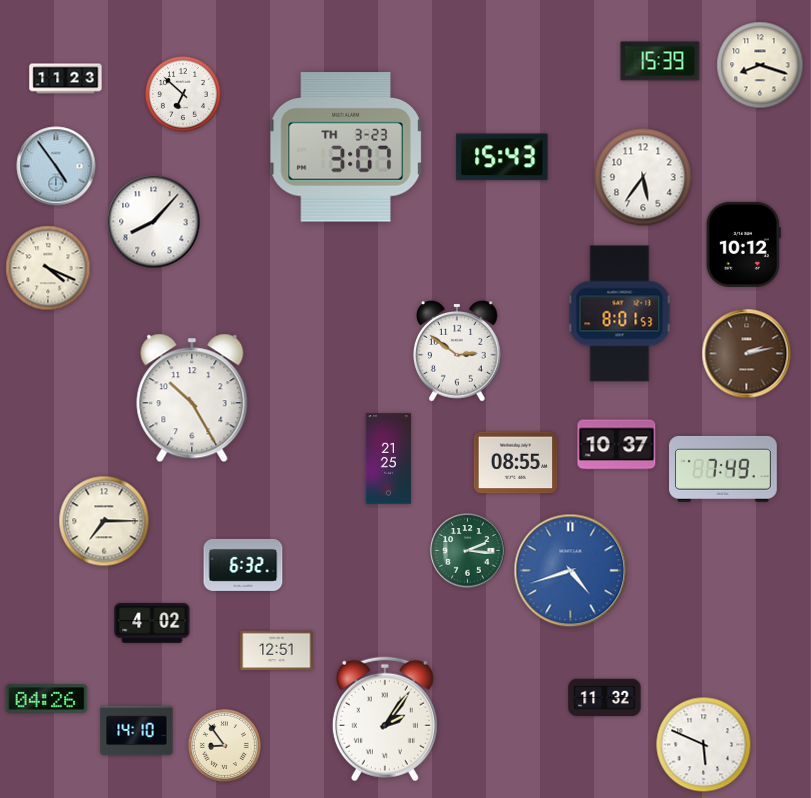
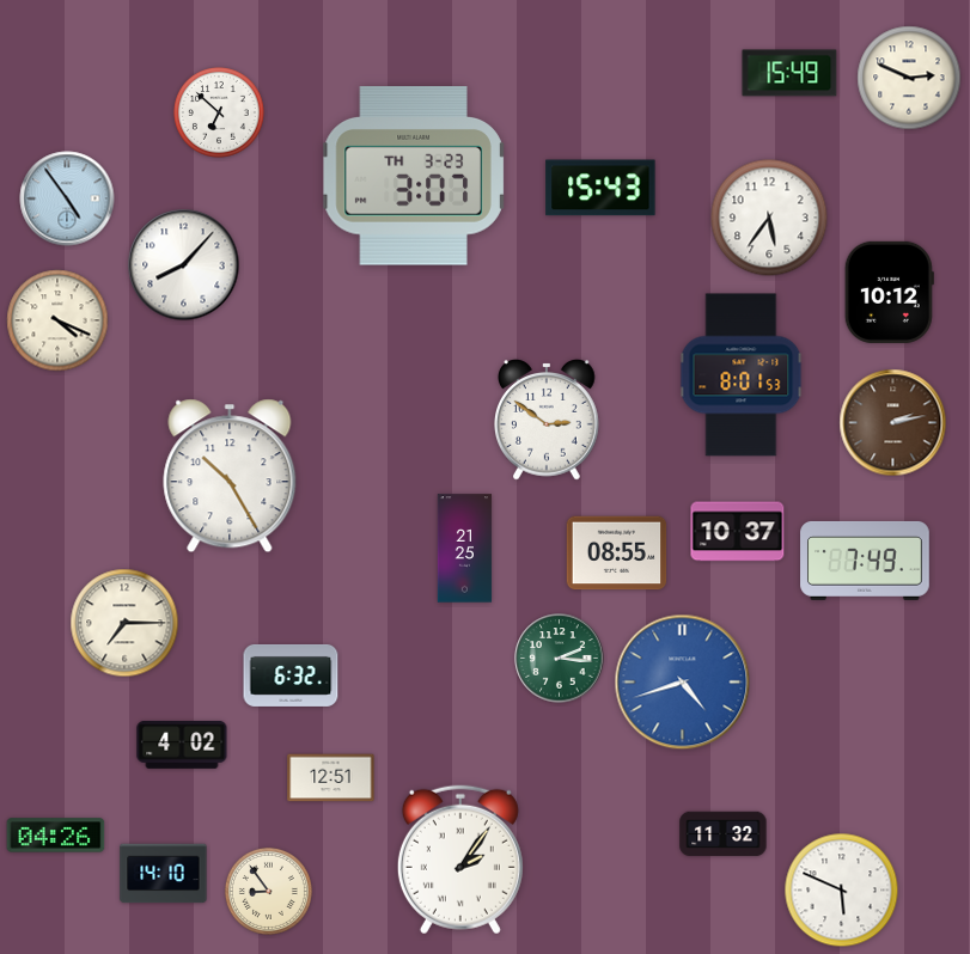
clock at (660, 61): 15:39 -> 15:49
clock at (760, 65): 8:18 -> 2:49
clock at (66, 79): 11:23 -> none
clock at (643, 177) position: (643, 177) -> (769, 218)
